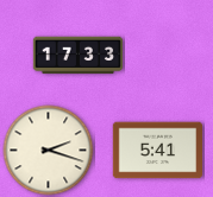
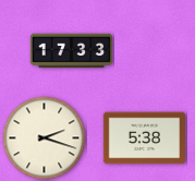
clock at (157, 151): 5:41 -> 5:38
